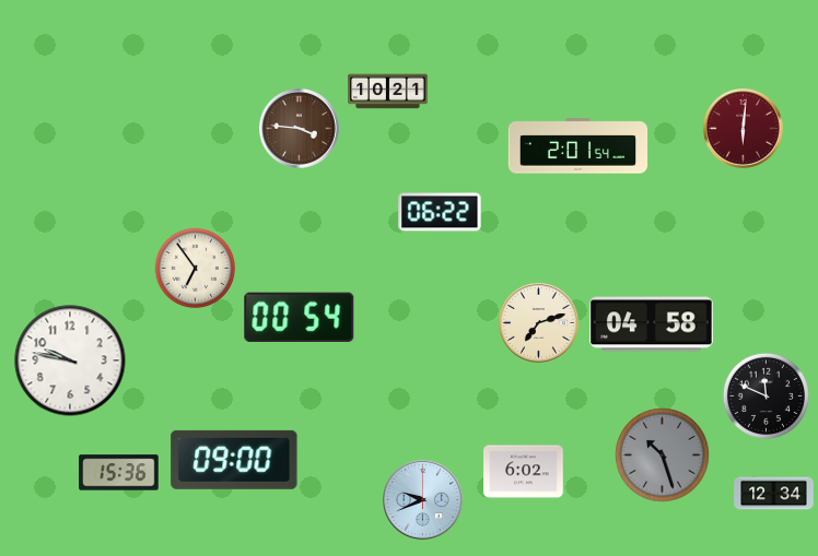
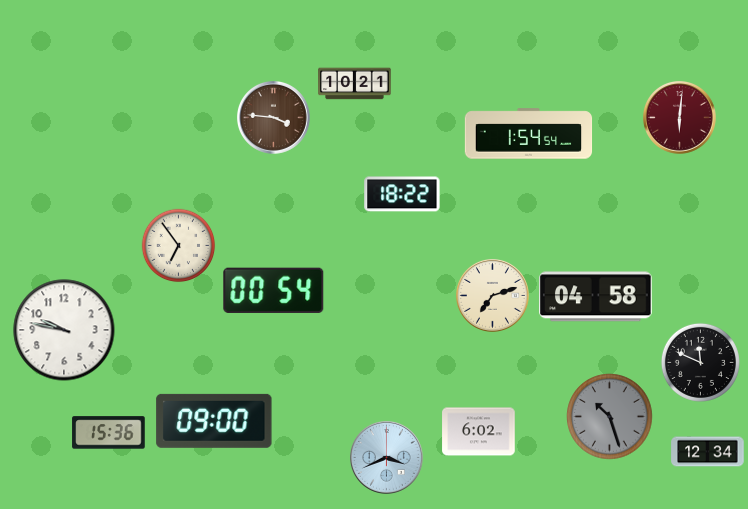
clock at (579, 146): 2:01 -> 1:54
clock at (440, 212): 06:22 -> 18:22
clock at (663, 456) position: (663, 456) -> (610, 417)
clock at (423, 500): 9:41 -> 3:41
